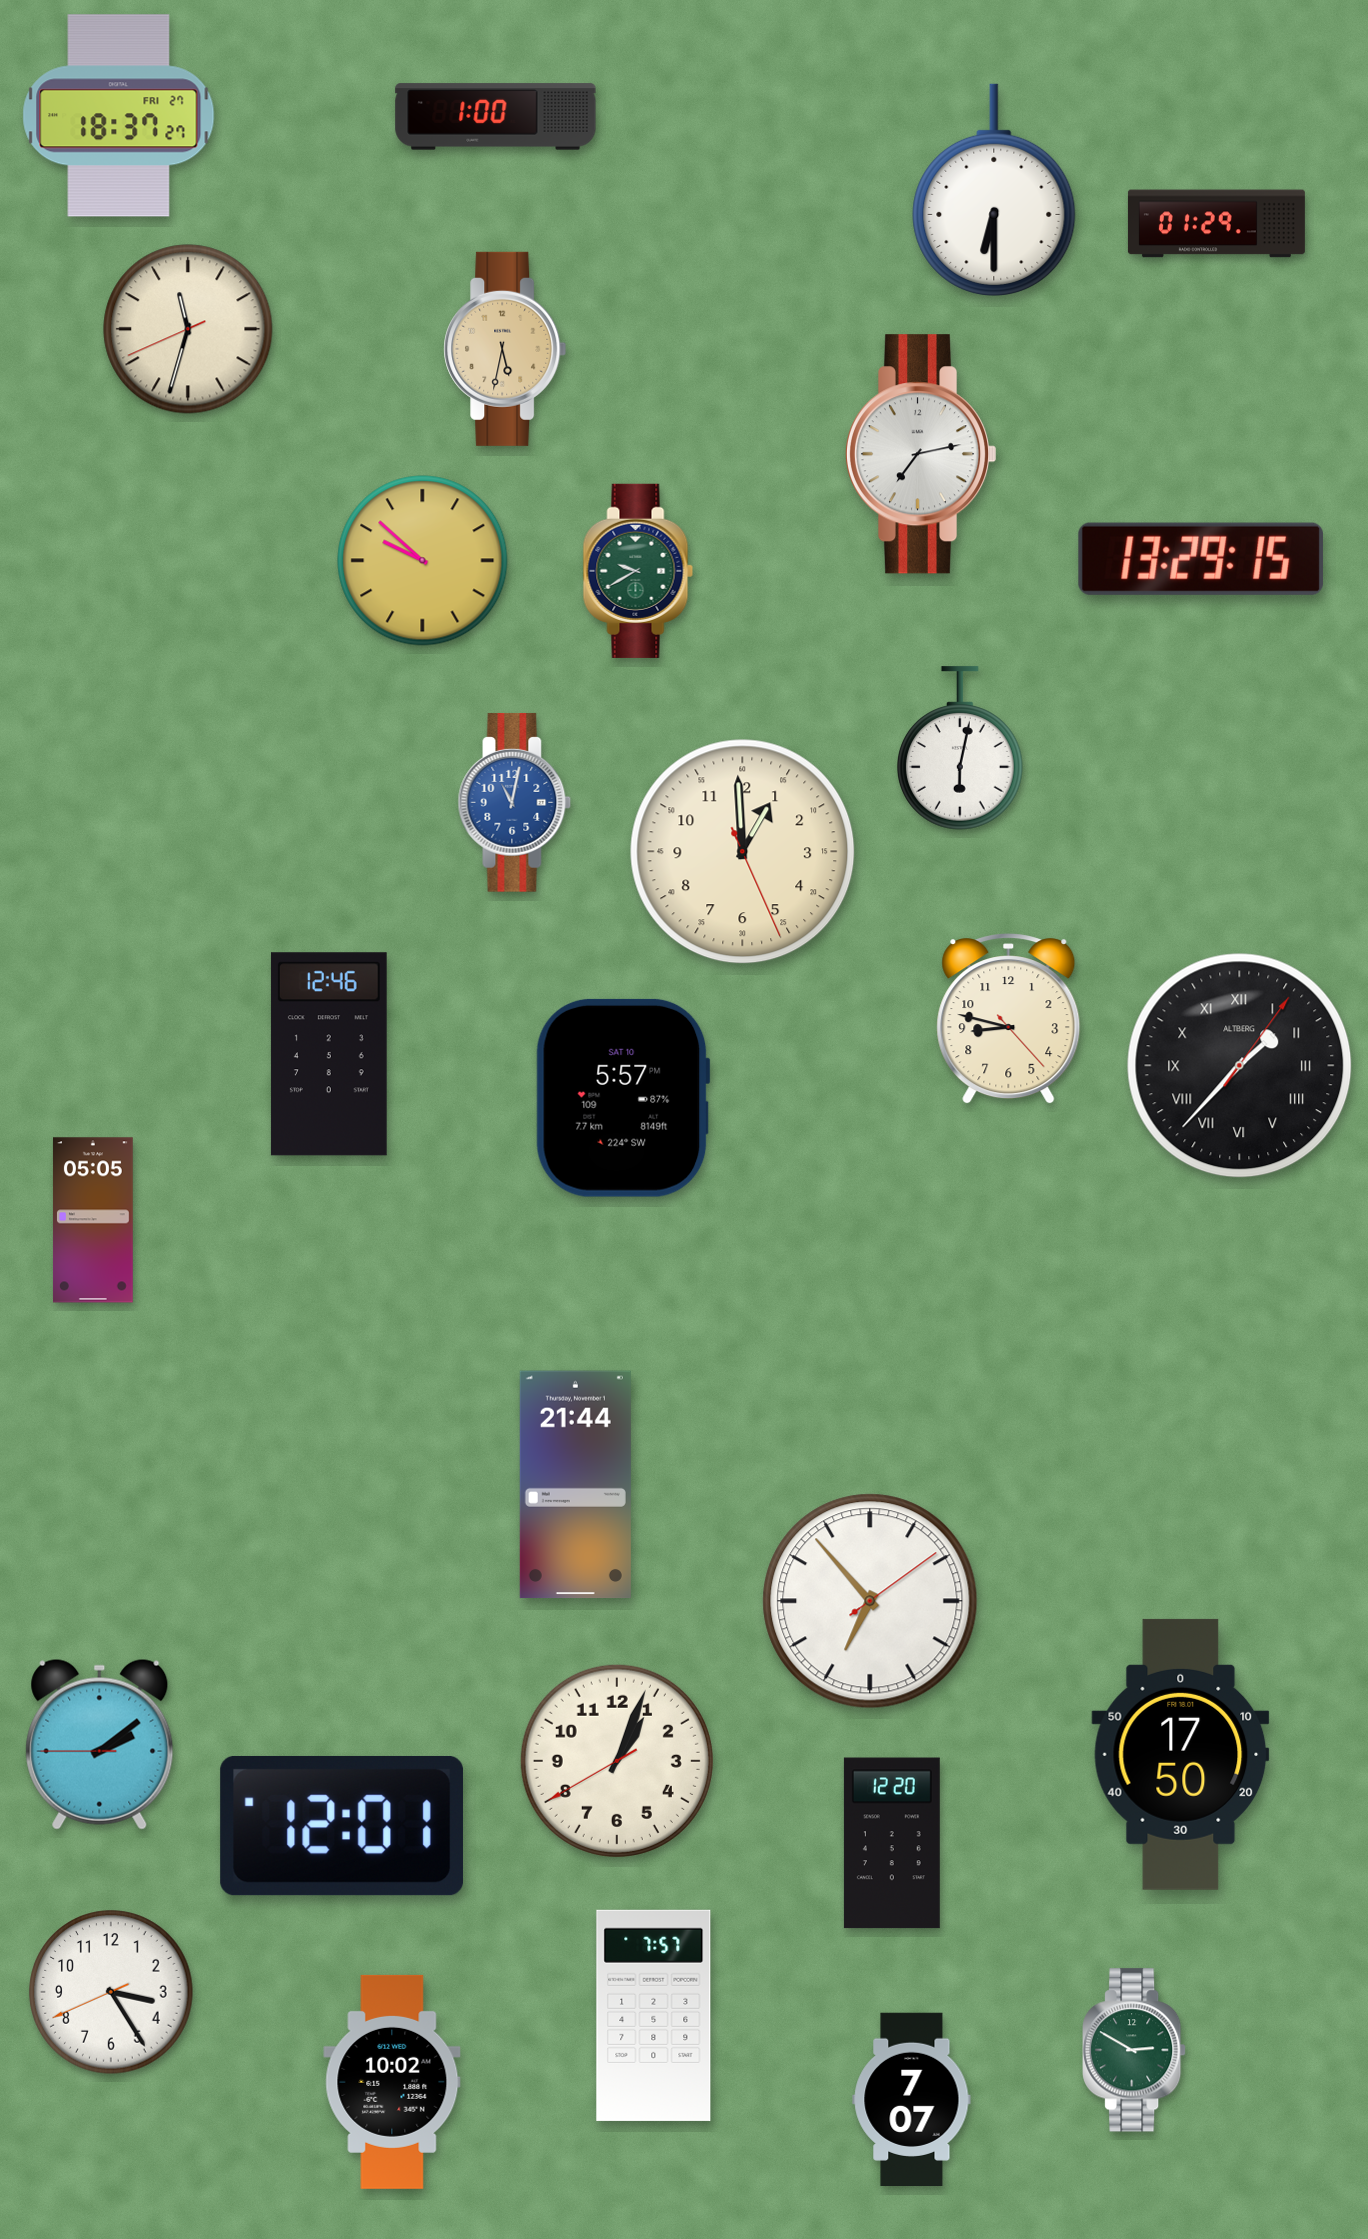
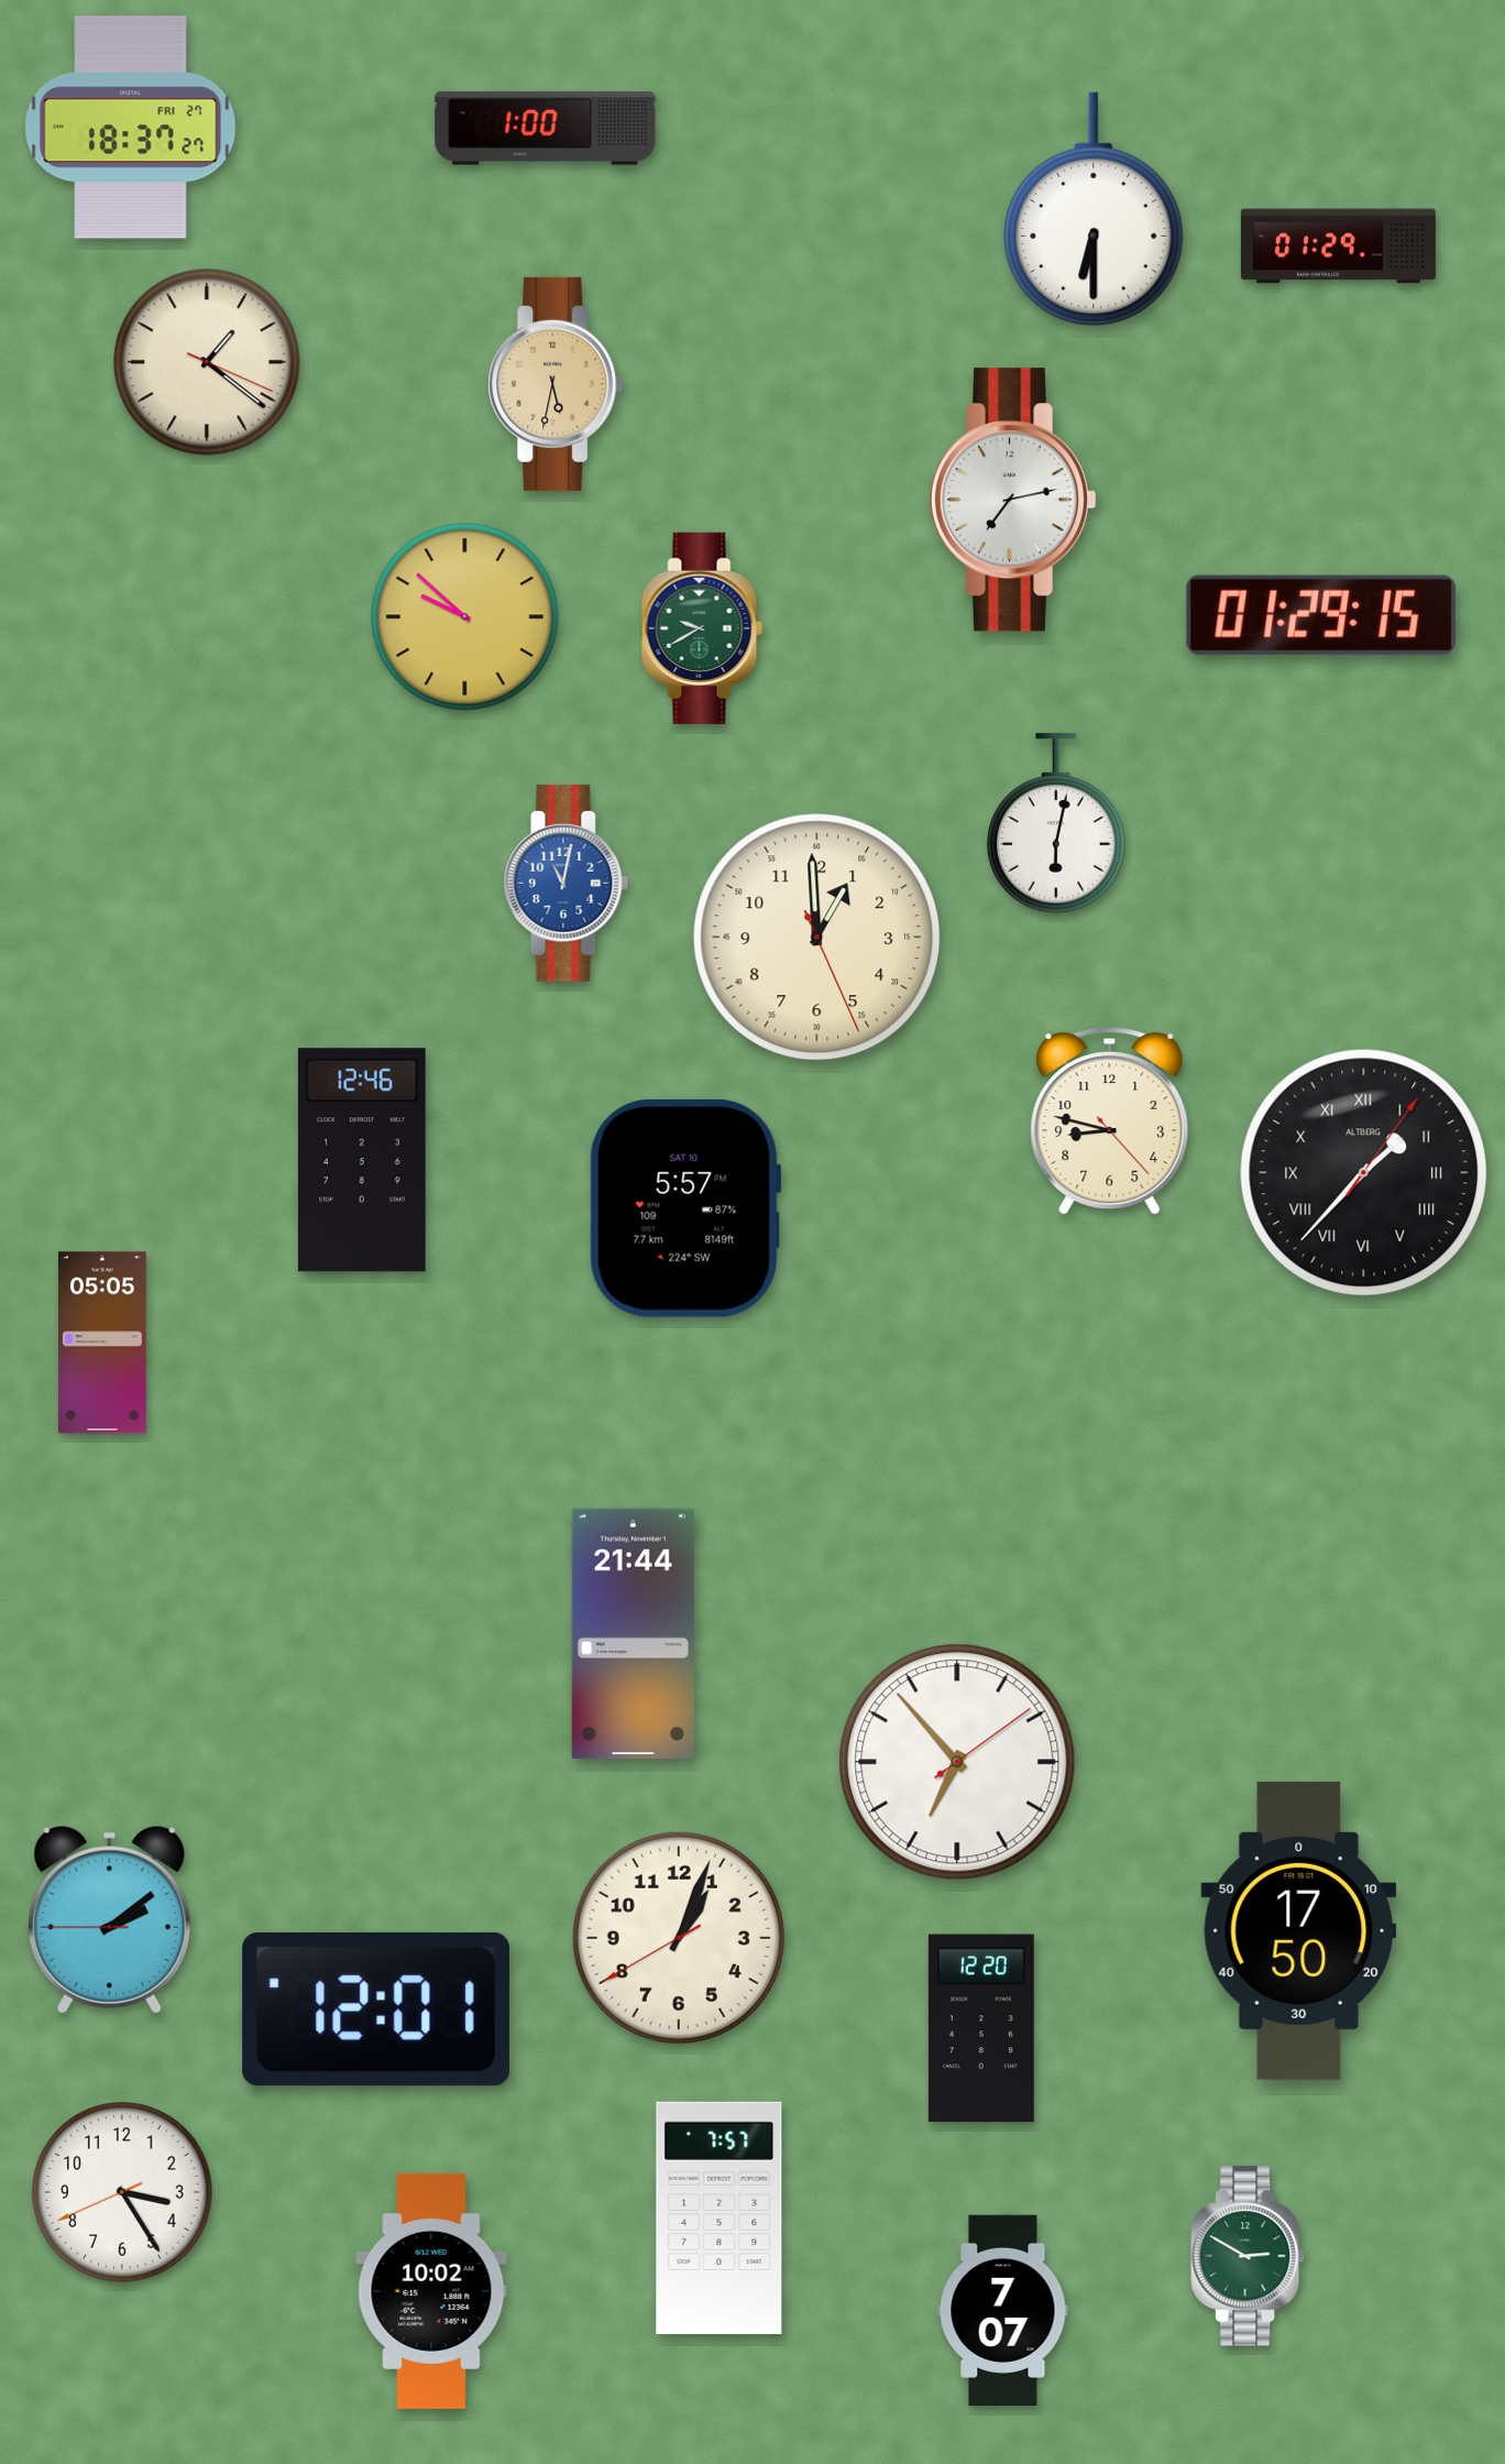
clock at (188, 329): 11:32 -> 1:21
clock at (1201, 559): 13:29 -> 01:29
